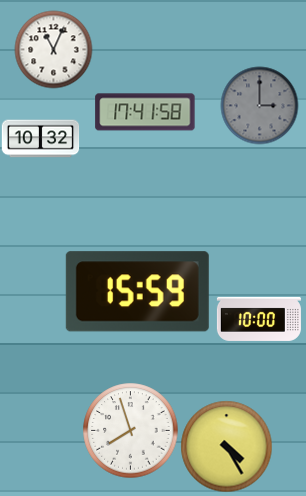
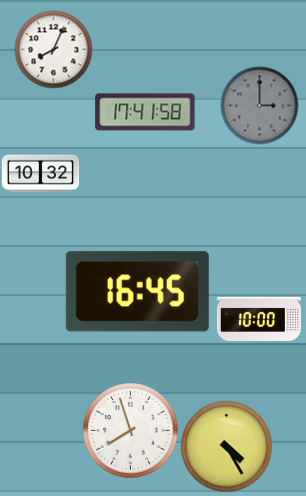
clock at (53, 49): 11:04 -> 8:04
clock at (40, 139) position: (40, 139) -> (40, 174)
clock at (137, 292): 15:59 -> 16:45
